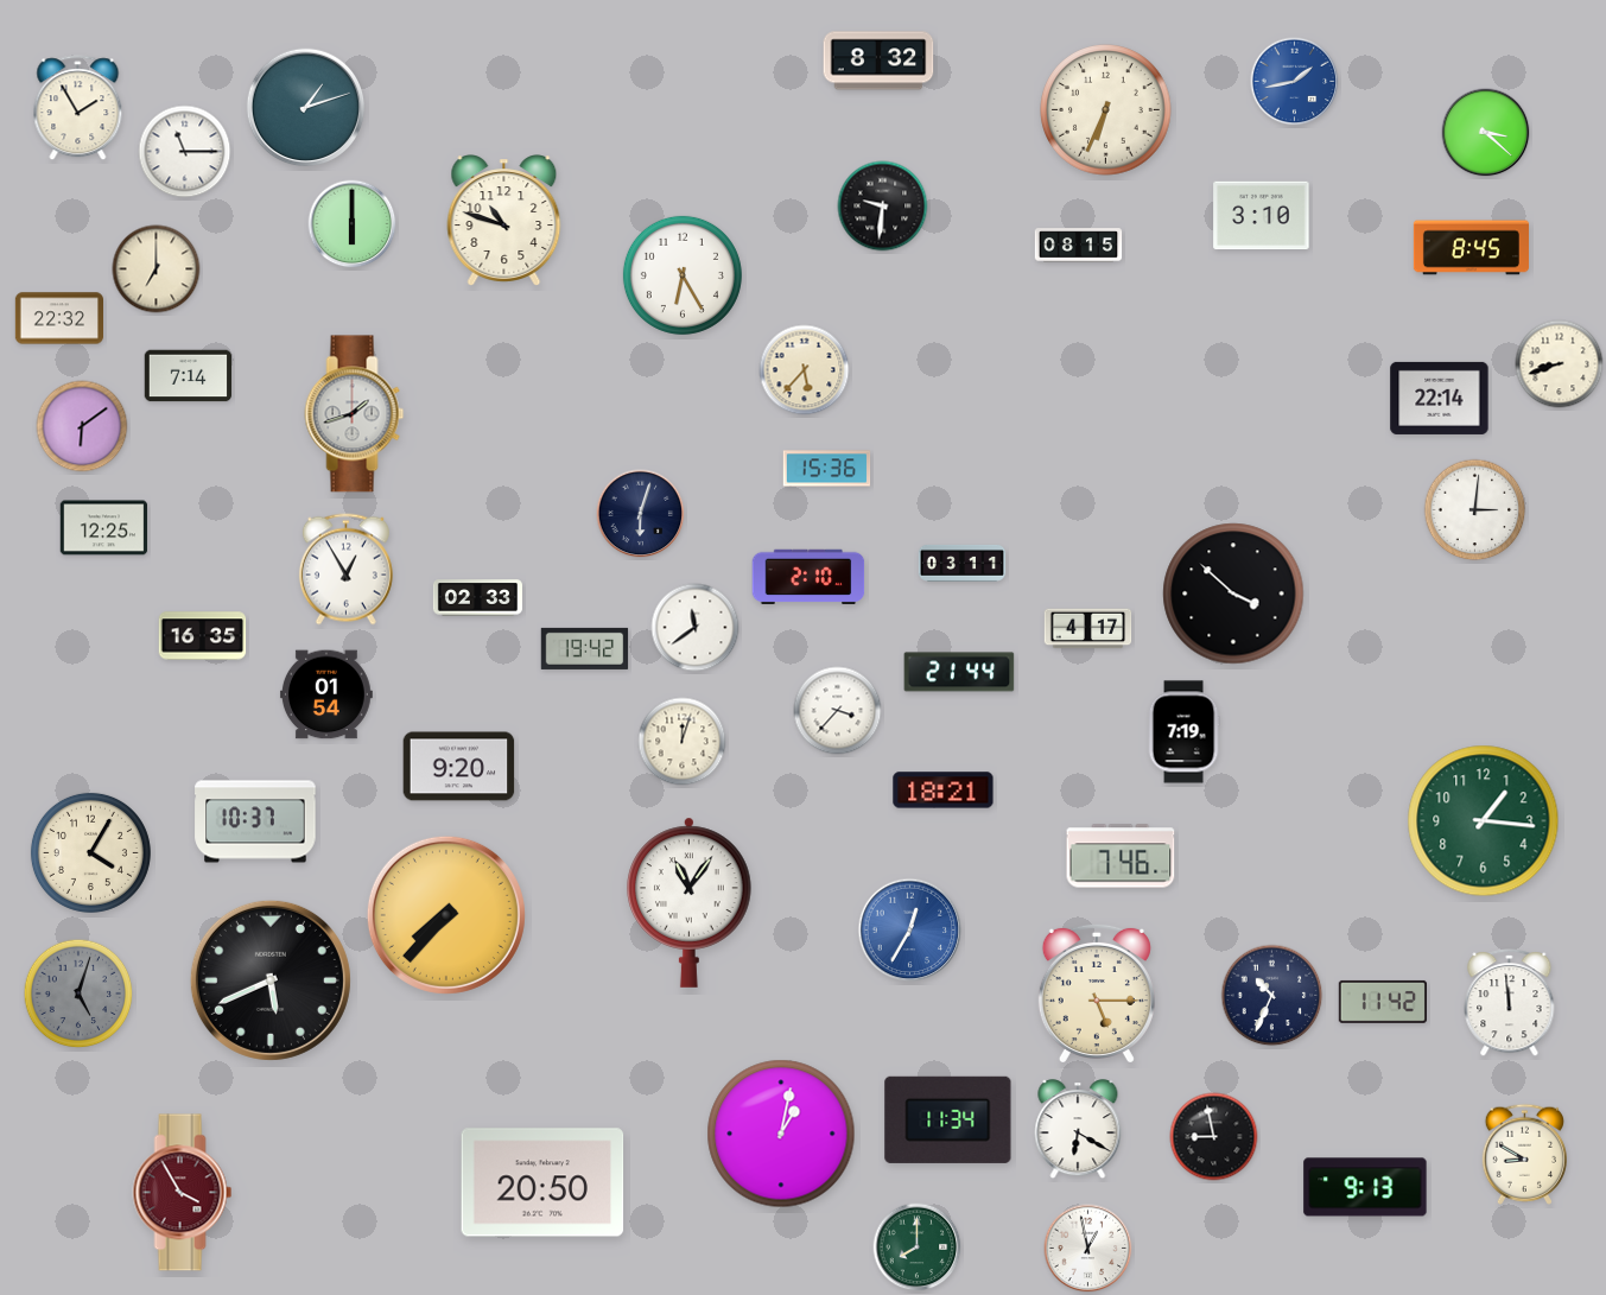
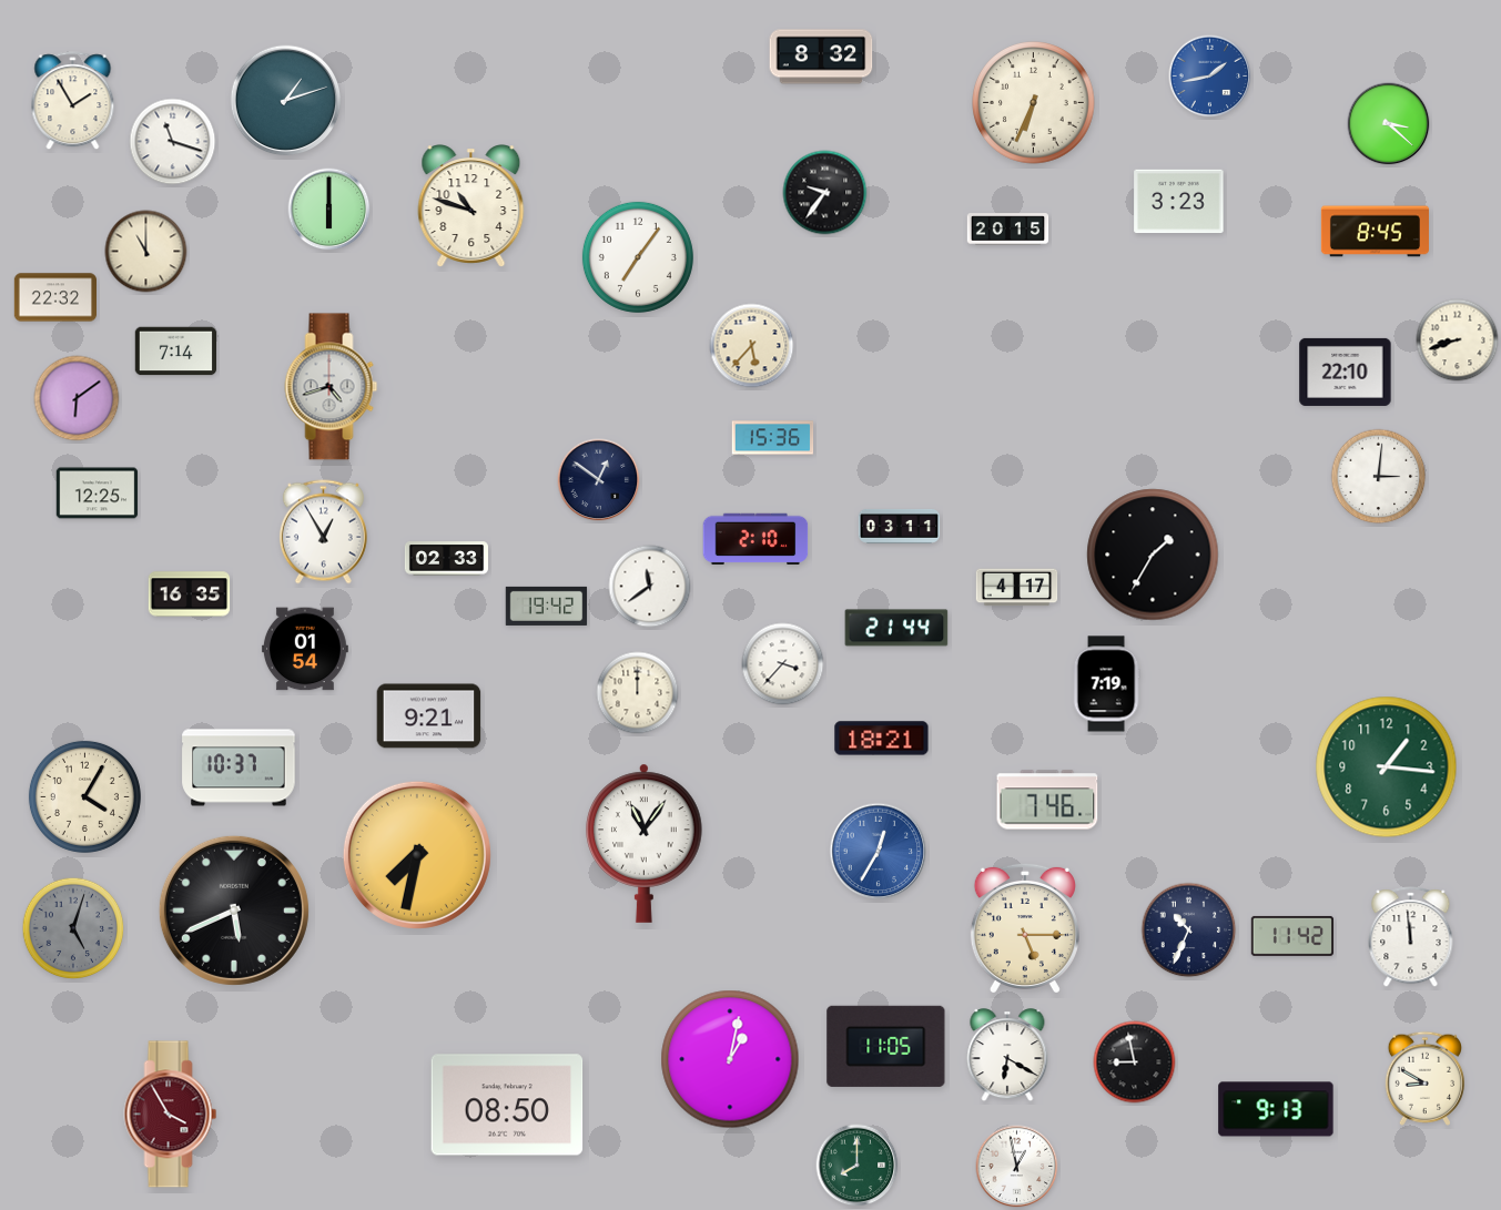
clock at (185, 152): 11:15 -> 11:18
clock at (883, 207): 9:31 -> 9:36
clock at (1262, 216): 3:10 -> 3:23
clock at (1079, 246): 08:15 -> 20:15
clock at (157, 269): 7:00 -> 11:00
clock at (683, 275): 6:25 -> 7:06
clock at (1440, 398): 22:14 -> 22:10
clock at (355, 414): 1:42 -> 4:42
clock at (641, 514): 6:03 -> 12:51
clock at (1233, 593): 3:52 -> 1:35
clock at (683, 742): 12:03 -> 12:00
clock at (459, 767): 9:20 -> 9:21
clock at (446, 915): 7:37 -> 7:32
clock at (910, 931) position: (910, 931) -> (879, 852)
clock at (271, 980) position: (271, 980) -> (234, 911)
clock at (948, 1119): 11:34 -> 11:05
clock at (542, 1182): 20:50 -> 08:50
